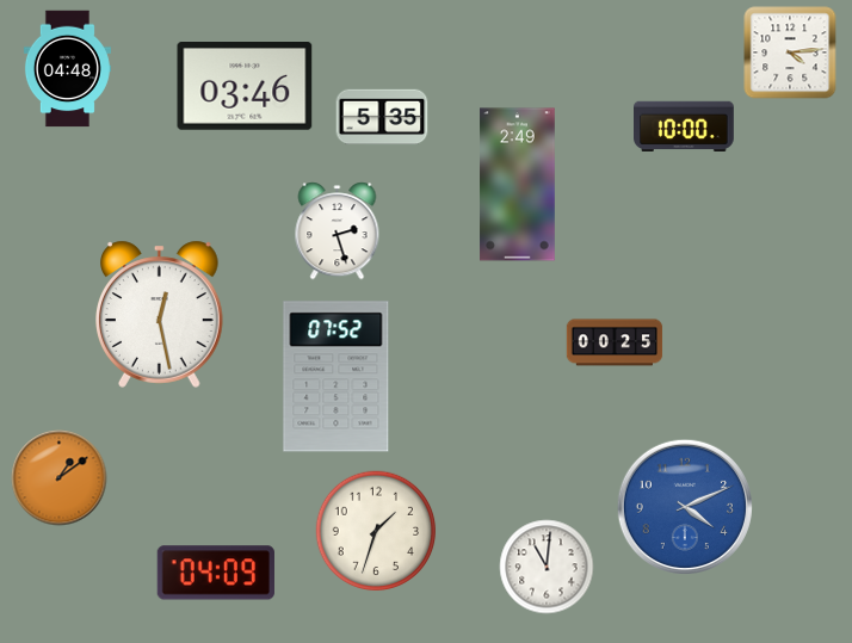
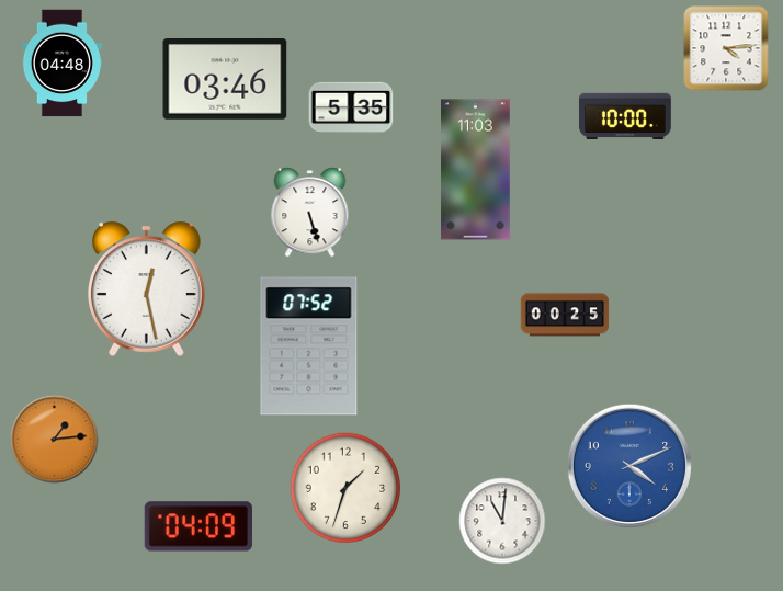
clock at (685, 125) position: (685, 125) -> (626, 115)
clock at (518, 185): 2:49 -> 11:03
clock at (338, 231): 2:27 -> 5:27
clock at (60, 478): 1:09 -> 1:14
